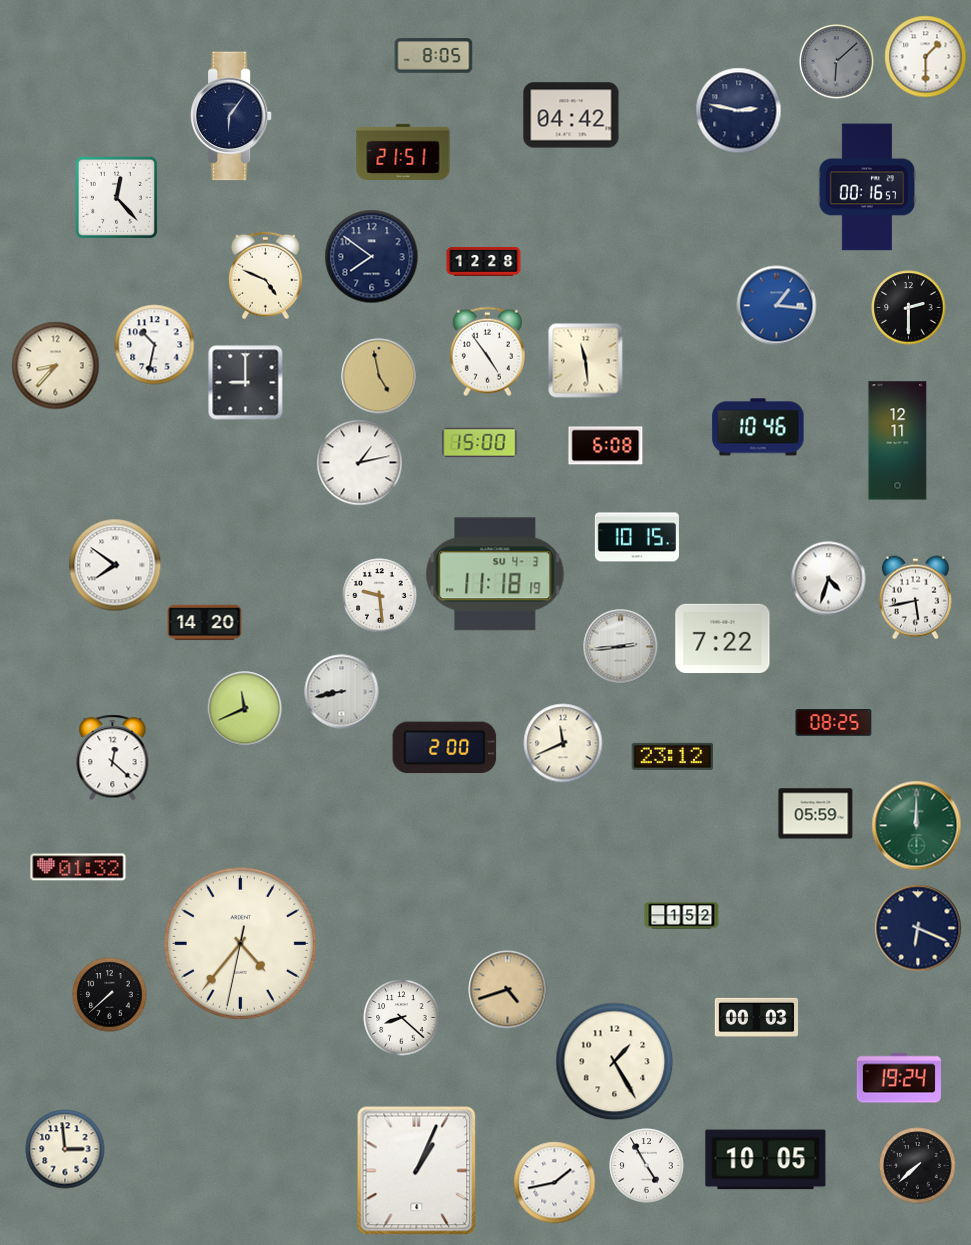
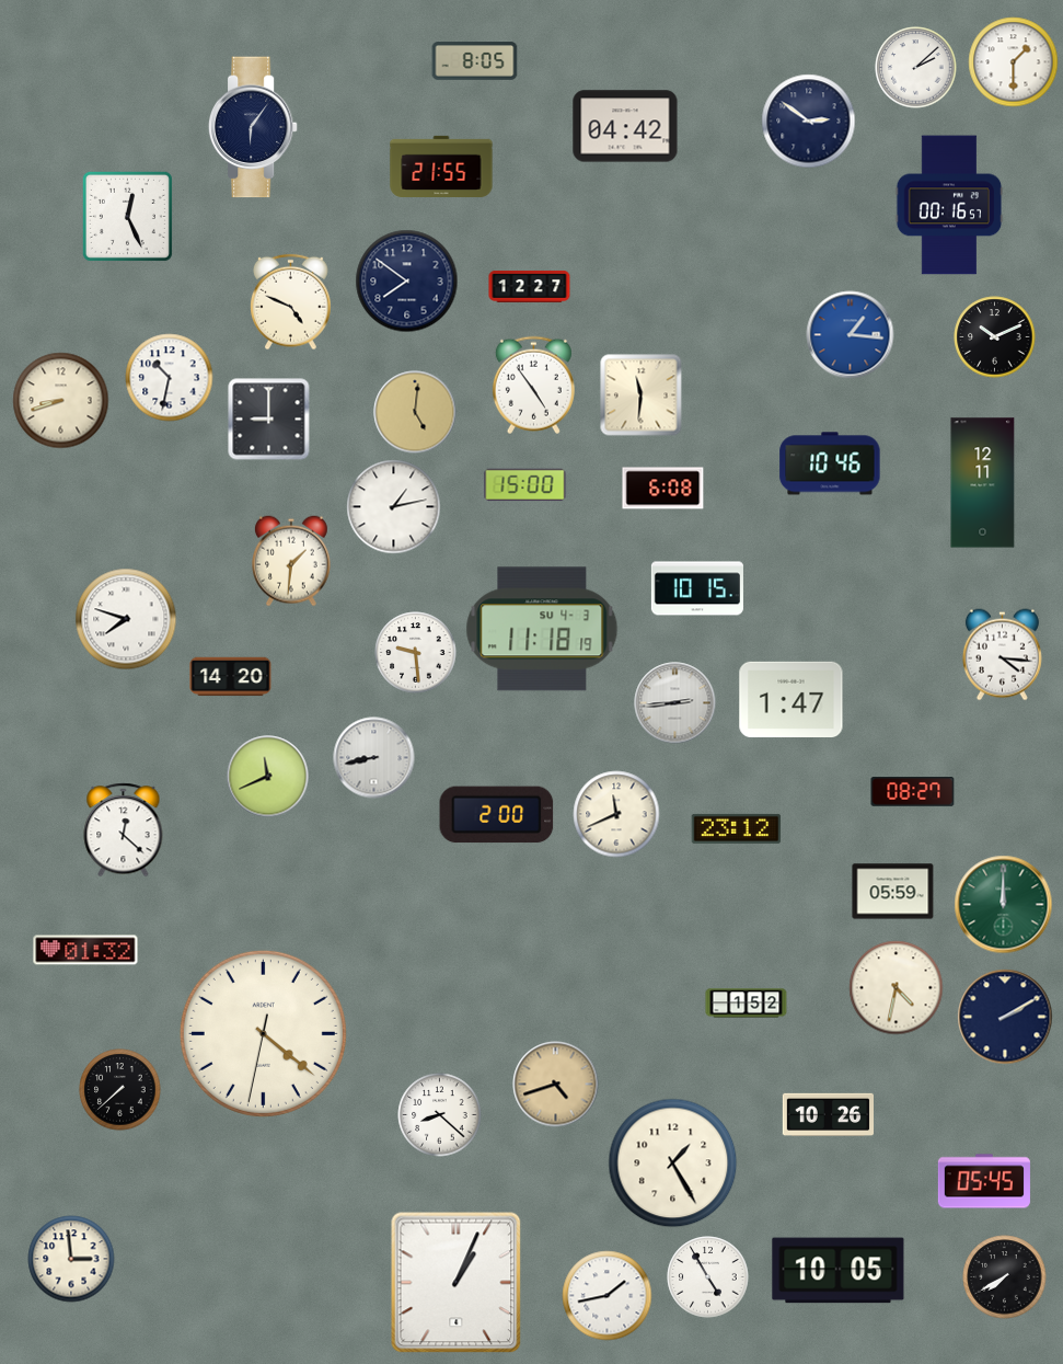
clock at (837, 62): 6:08 -> 2:08
clock at (837, 62) dial: grey -> white
clock at (739, 111): 2:47 -> 2:51
clock at (403, 151): 21:51 -> 21:55
clock at (116, 197): 12:23 -> 12:26
clock at (484, 262): 12:28 -> 12:27
clock at (909, 308): 2:30 -> 10:11
clock at (586, 361): 11:29 -> 11:31
clock at (56, 366): 8:37 -> 8:42
clock at (379, 376): 4:58 -> 5:01
clock at (758, 427) position: (758, 427) -> (830, 463)
clock at (292, 561): none -> 1:31
clock at (115, 565): 7:51 -> 7:48
clock at (829, 579): 4:33 -> none
clock at (915, 598): 5:43 -> 4:16
clock at (205, 623) position: (205, 623) -> (231, 677)
clock at (723, 638): 7:22 -> 1:47
clock at (621, 647) position: (621, 647) -> (675, 703)
clock at (834, 723): 08:25 -> 08:27
clock at (445, 748) position: (445, 748) -> (497, 815)
clock at (897, 988): none -> 4:32
clock at (918, 928): 6:19 -> 2:10
clock at (240, 943): 4:36 -> 4:21
clock at (756, 1017): 00:03 -> 10:26
clock at (899, 1078): 19:24 -> 05:45
clock at (918, 1166): 7:38 -> 7:40
